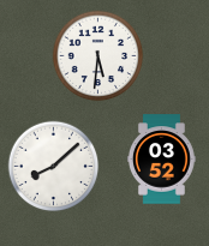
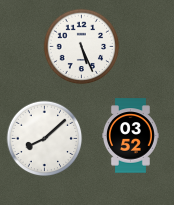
clock at (98, 56): 5:31 -> 5:26
clock at (161, 160) position: (161, 160) -> (130, 136)
